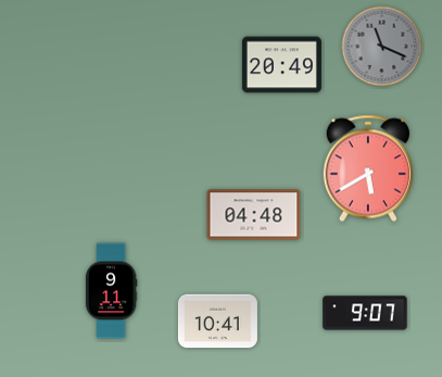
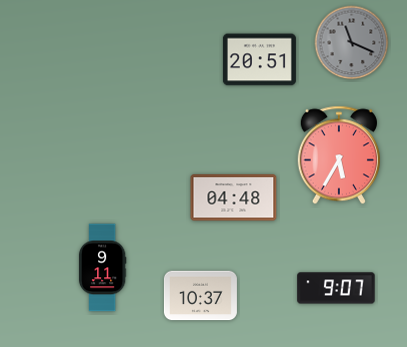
clock at (281, 65): 20:49 -> 20:51
clock at (368, 168): 5:40 -> 5:35
clock at (217, 322): 10:41 -> 10:37
